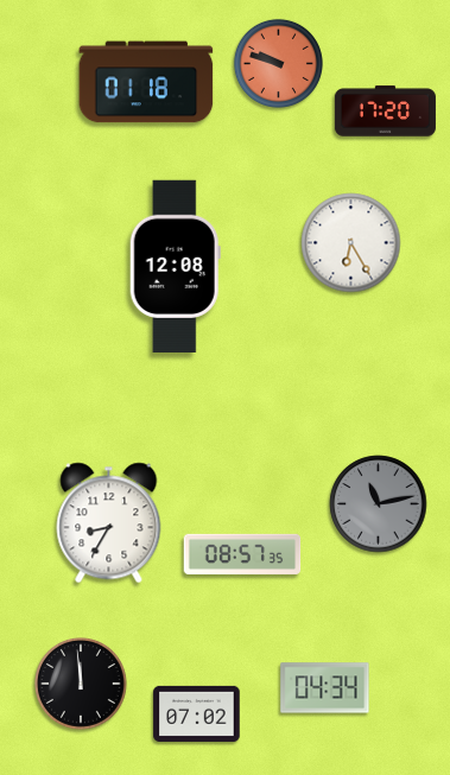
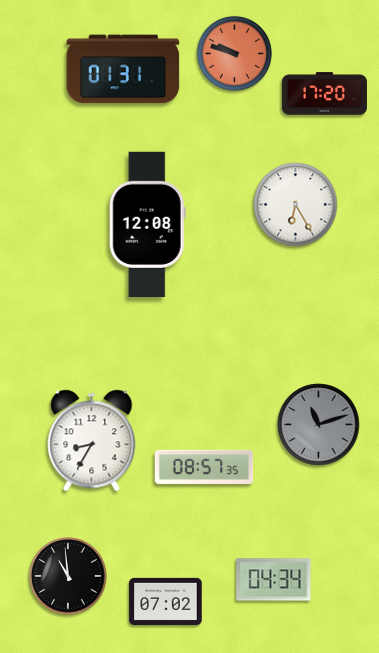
clock at (146, 82): 01:18 -> 01:31
clock at (379, 504): 11:13 -> 11:12
clock at (82, 685): 11:59 -> 10:59
